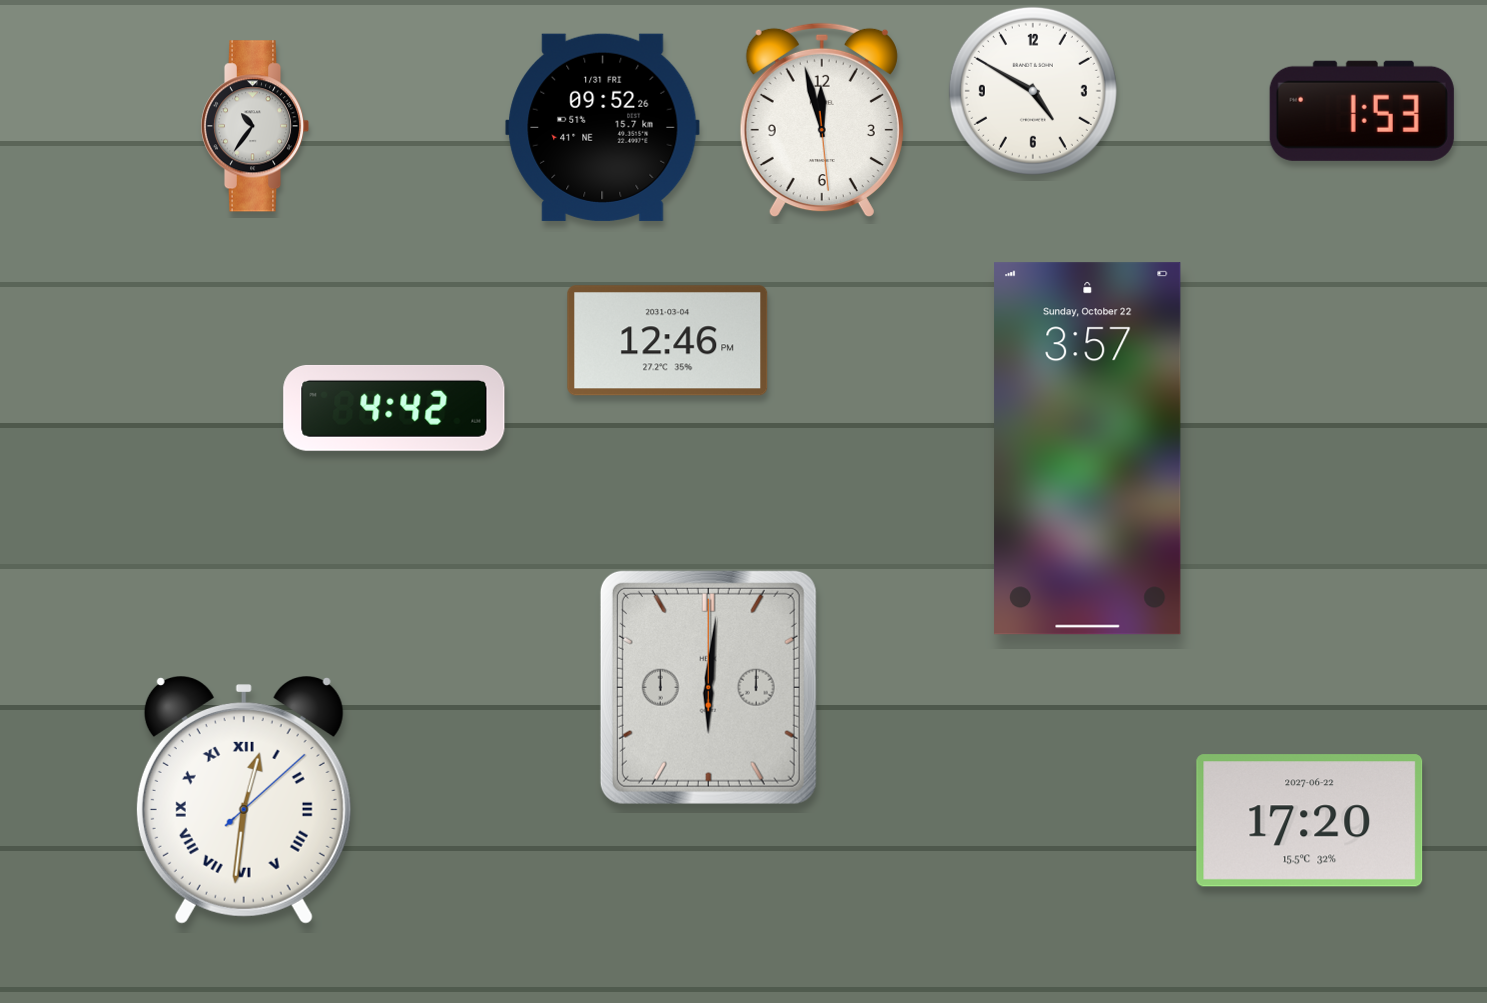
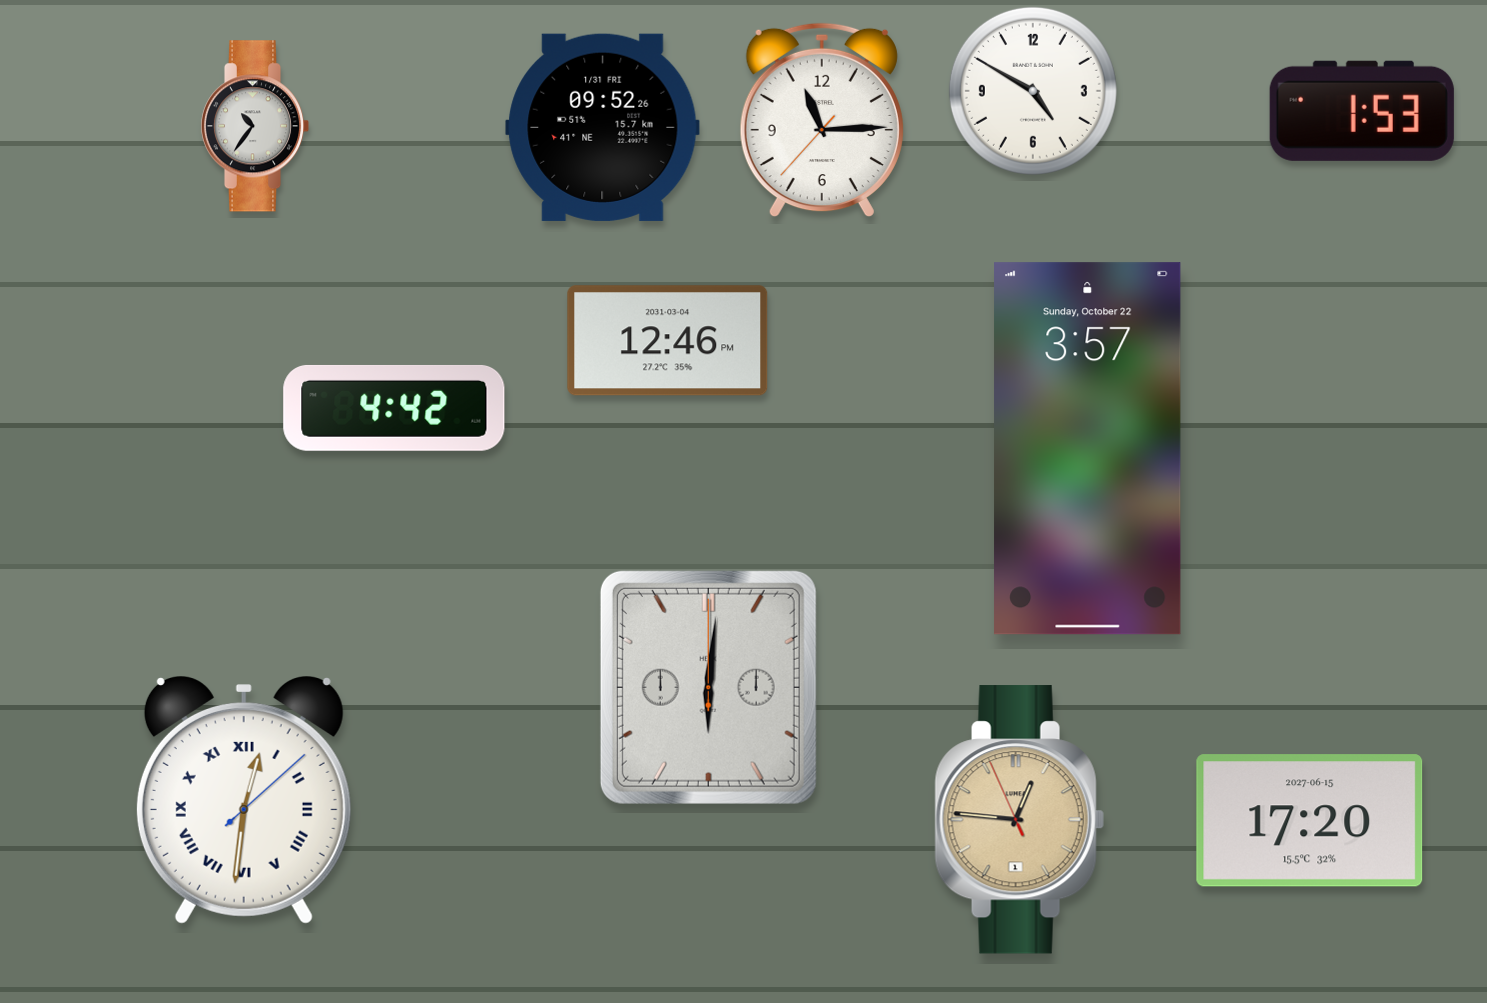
clock at (822, 120): 11:57 -> 11:14
clock at (1019, 820): none -> 12:45
clock at (1310, 821) date: 2027-06-22 -> 2027-06-15
